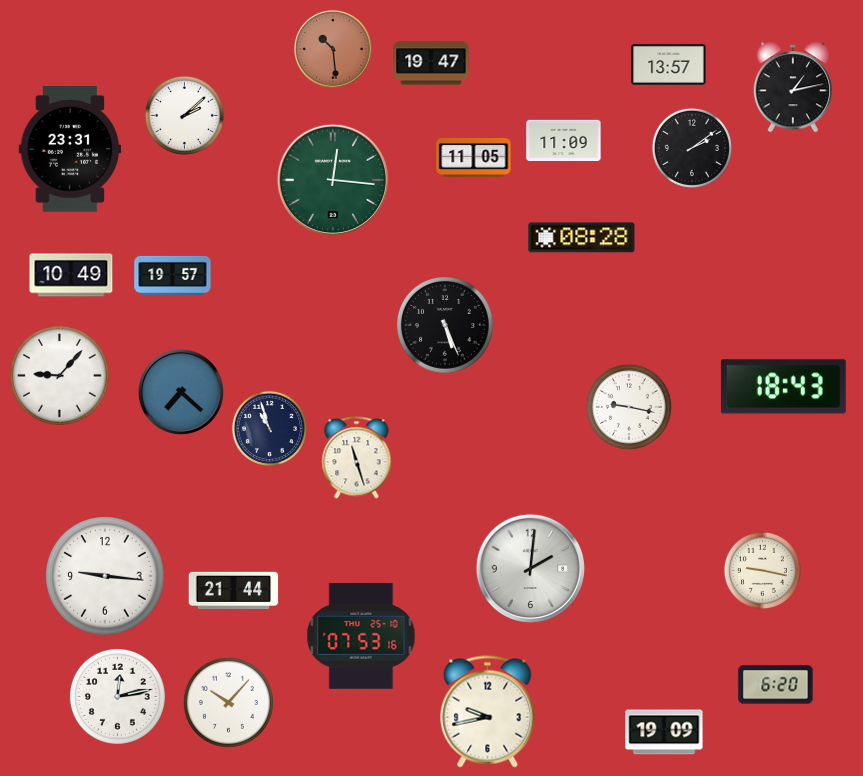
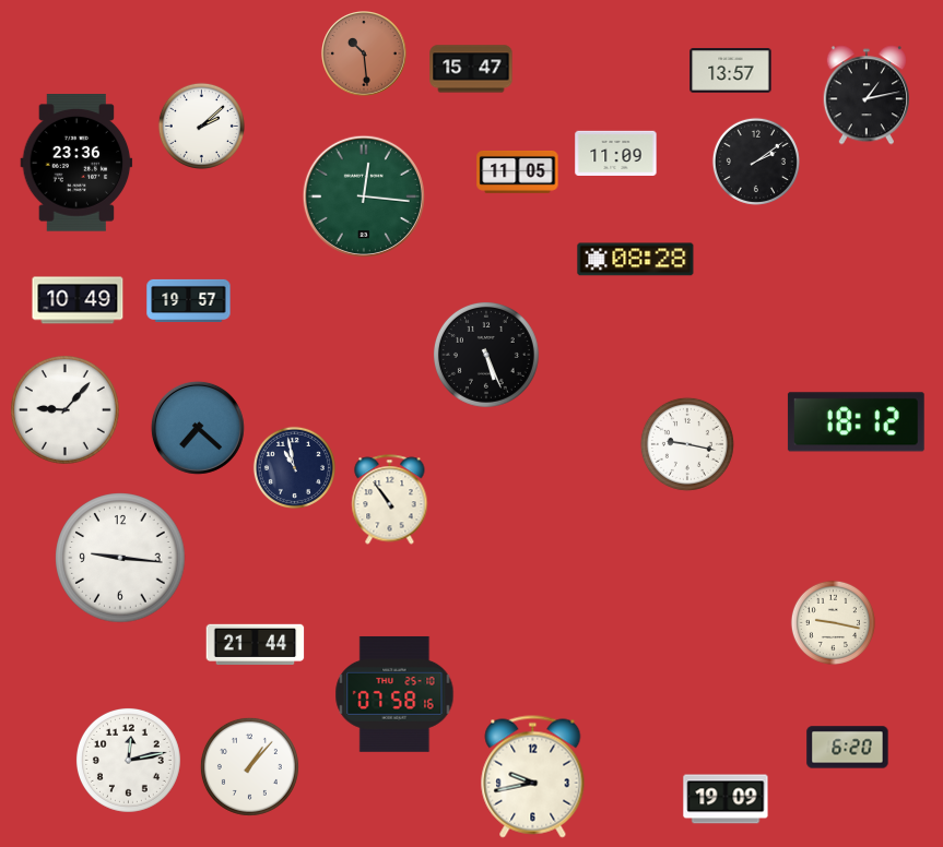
clock at (431, 63): 19:47 -> 15:47
clock at (70, 149): 23:31 -> 23:36
clock at (783, 387): 18:43 -> 18:12
clock at (269, 428): 10:57 -> 10:58
clock at (357, 458): 11:27 -> 10:54
clock at (530, 568): 2:01 -> none
clock at (105, 576) position: (105, 576) -> (120, 558)
clock at (361, 636): 07:53 -> 07:58
clock at (228, 702): 10:07 -> 1:07
